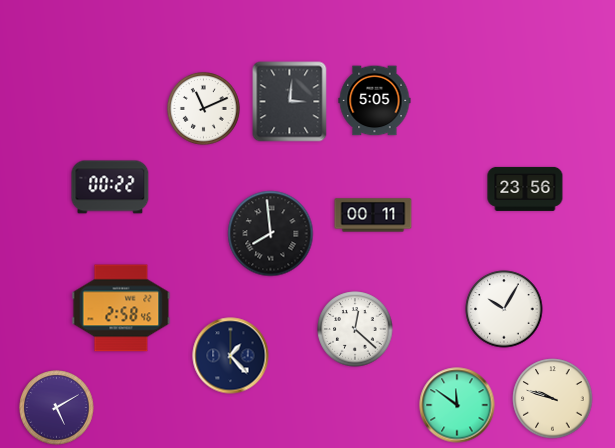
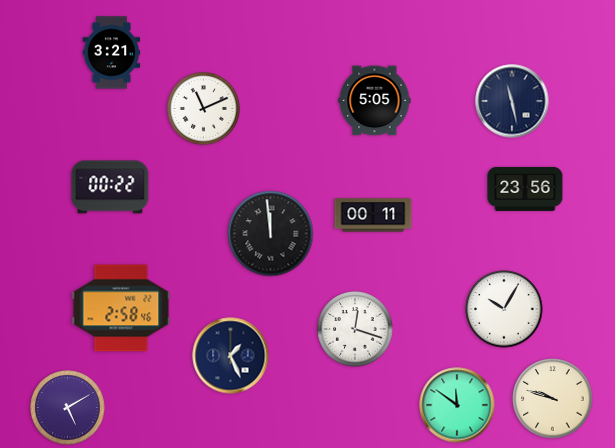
clock at (112, 53): none -> 3:21
clock at (512, 101): none -> 11:28
clock at (290, 102): 3:01 -> none
clock at (271, 234): 7:59 -> 11:59
clock at (355, 329): 12:22 -> 12:18
clock at (231, 356): 1:23 -> 1:26
clock at (57, 408) position: (57, 408) -> (68, 408)
